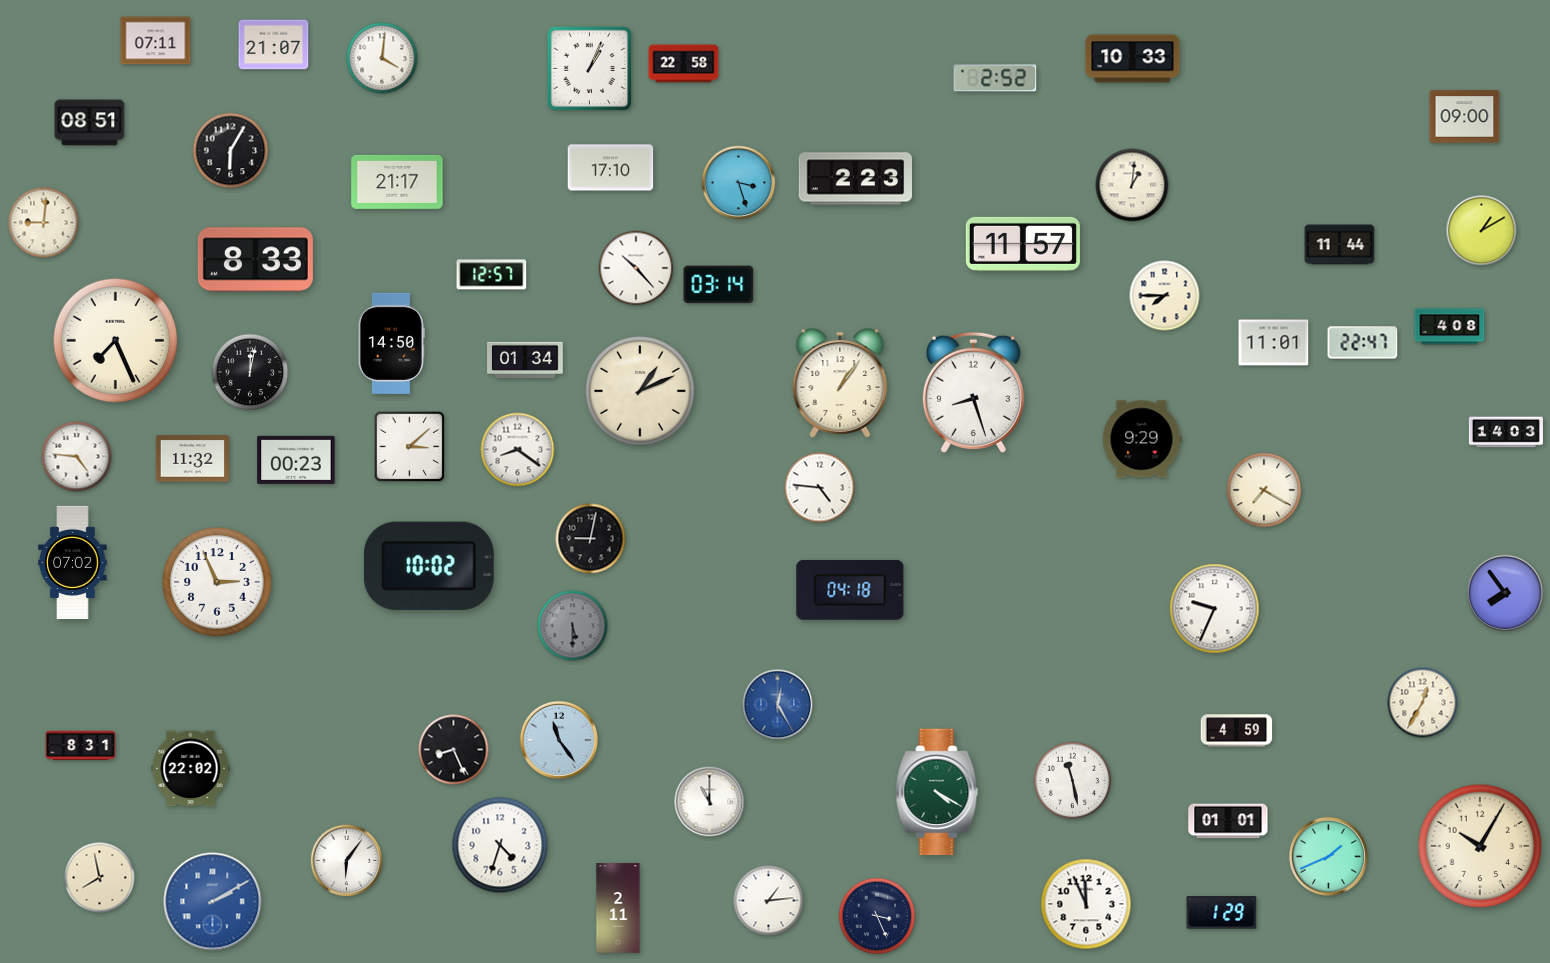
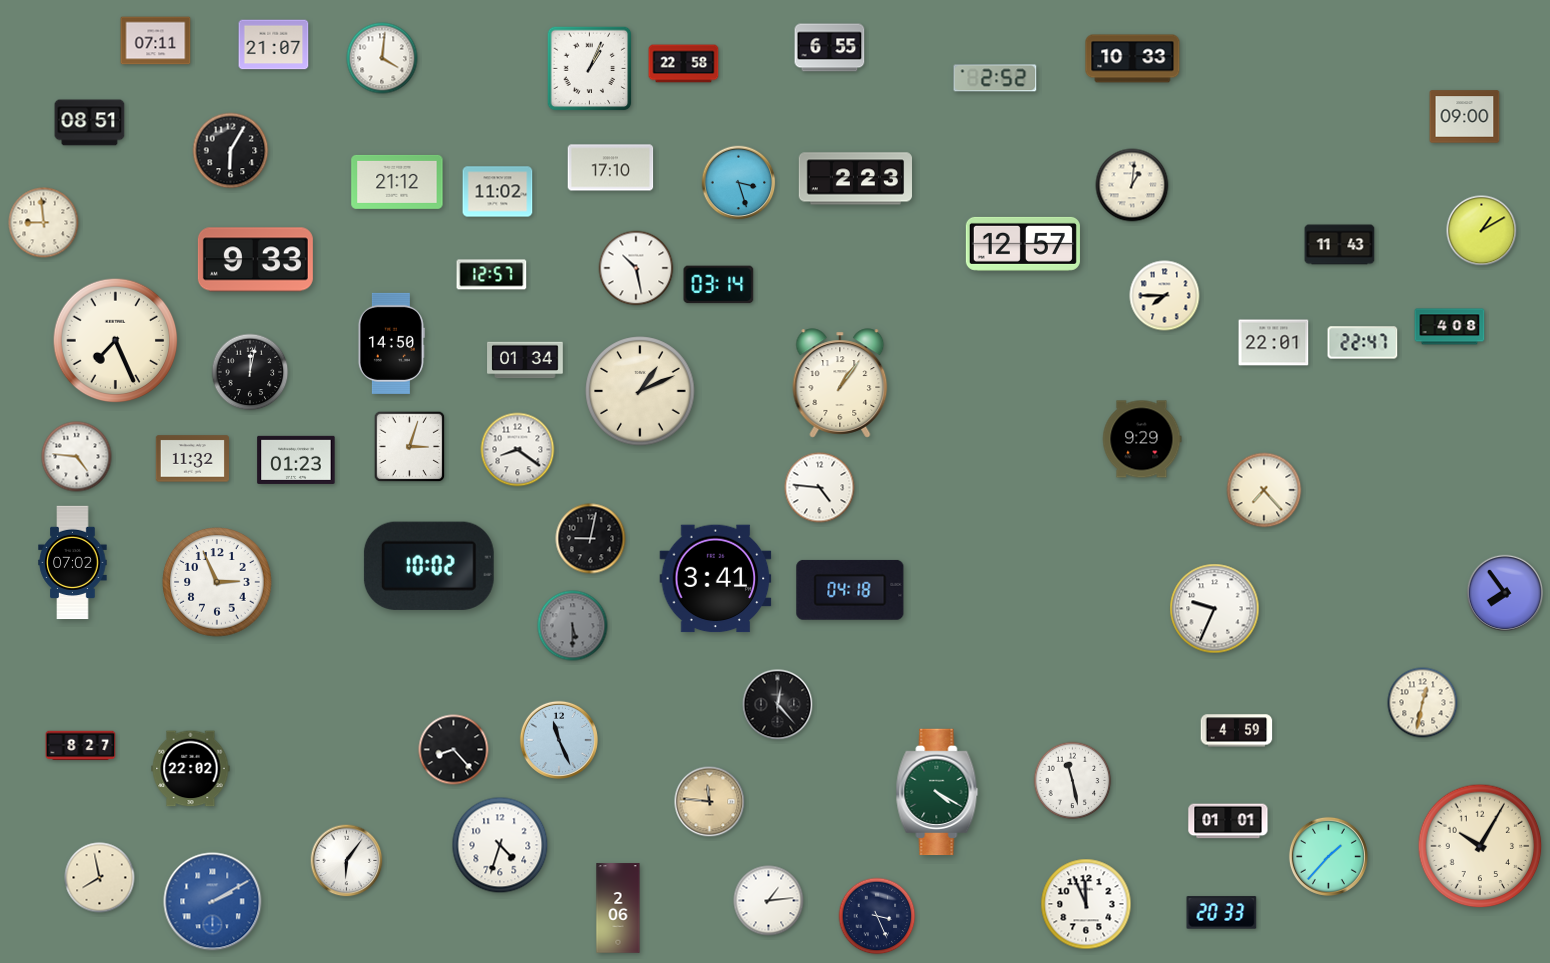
clock at (830, 48): none -> 6:55
clock at (397, 182): 21:17 -> 21:12
clock at (498, 192): none -> 11:02
clock at (44, 223): 9:01 -> 8:59
clock at (1023, 244): 11:57 -> 12:57
clock at (1340, 245): 11:44 -> 11:43
clock at (255, 260): 8:33 -> 9:33
clock at (636, 268): 10:23 -> 10:28
clock at (1274, 343): 11:01 -> 22:01
clock at (973, 392): 8:27 -> none
clock at (1506, 432): 14:03 -> none
clock at (410, 447): 3:08 -> 3:03
clock at (296, 460): 00:23 -> 01:23
clock at (1264, 490): 7:20 -> 7:23
clock at (716, 579): none -> 3:41
clock at (1423, 703): 12:35 -> 12:32
clock at (778, 705): 12:25 -> 12:23
clock at (778, 705) dial: blue -> black
clock at (559, 740): 11:24 -> 11:26
clock at (81, 746): 8:31 -> 8:27
clock at (454, 750): 8:26 -> 8:23
clock at (710, 802): 11:00 -> 11:46
clock at (710, 802) dial: white -> champagne
clock at (1328, 856): 1:41 -> 1:37
clock at (618, 908): 2:11 -> 2:06
clock at (1222, 913): 1:29 -> 20:33
